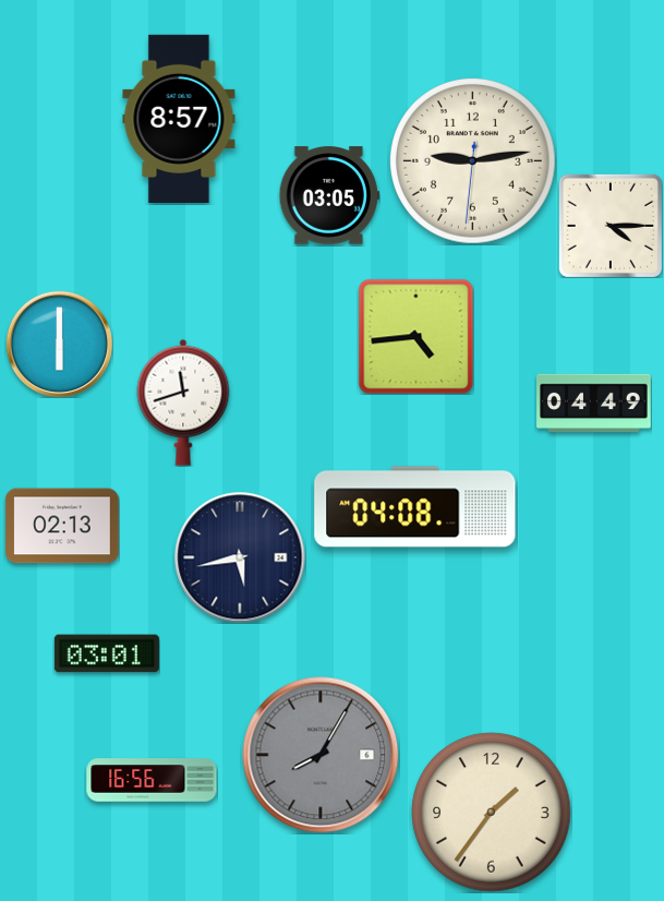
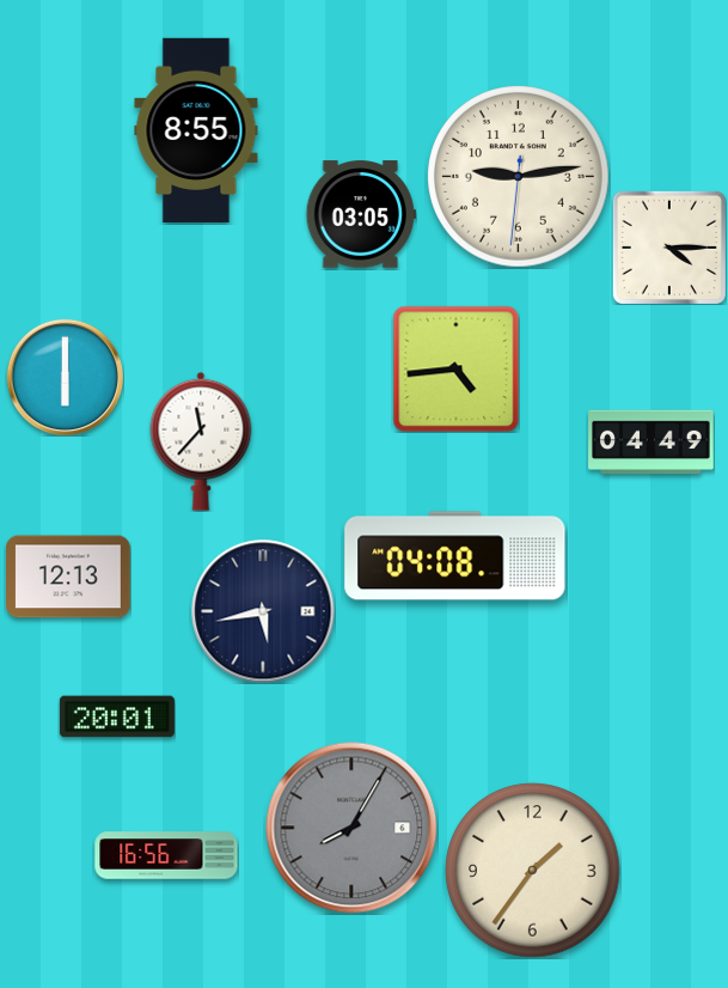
clock at (179, 119): 8:57 -> 8:55
clock at (183, 403): 11:42 -> 11:37
clock at (62, 526): 02:13 -> 12:13
clock at (107, 653): 03:01 -> 20:01
clock at (492, 813) position: (492, 813) -> (533, 871)
